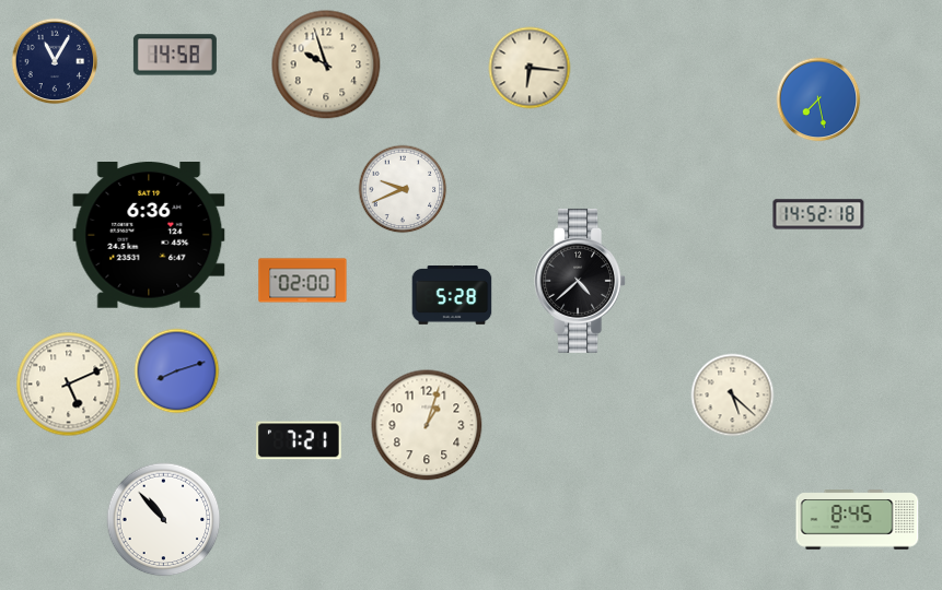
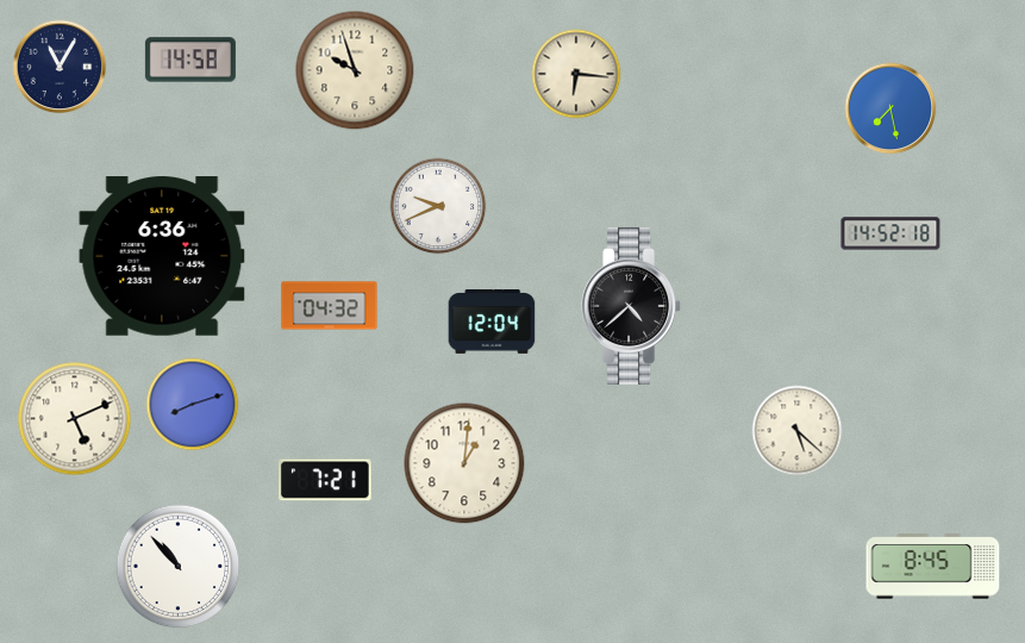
clock at (303, 281): 02:00 -> 04:32
clock at (452, 296): 5:28 -> 12:04
clock at (427, 425): 1:03 -> 1:01
